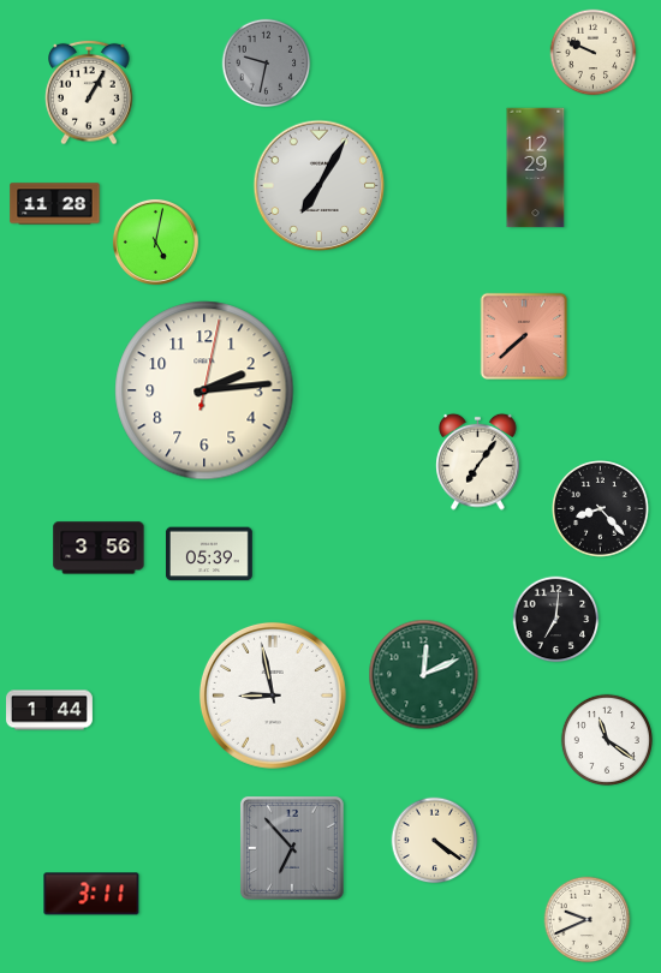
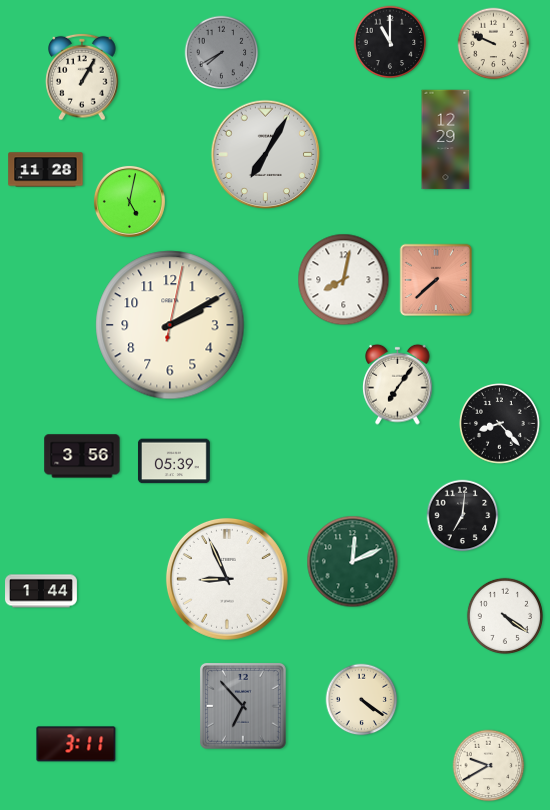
clock at (390, 42): none -> 11:00
clock at (267, 64): 9:32 -> 7:40
clock at (89, 92) position: (89, 92) -> (82, 77)
clock at (344, 280): none -> 8:02
clock at (204, 390): 2:14 -> 2:10
clock at (273, 696): 8:58 -> 8:56
clock at (607, 740): 11:21 -> 4:21
clock at (588, 920): 9:41 -> 9:40
